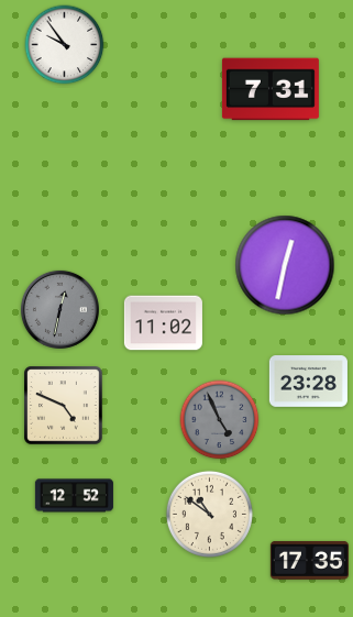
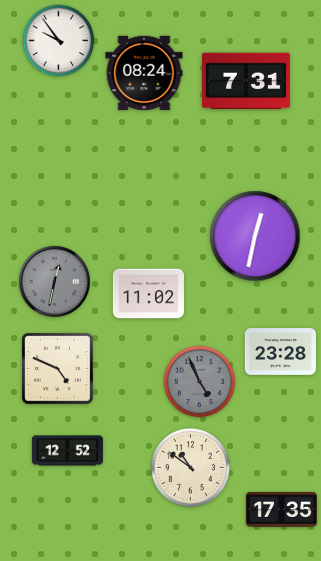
clock at (144, 73): none -> 08:24
clock at (285, 265) position: (285, 265) -> (255, 236)
clock at (308, 382) position: (308, 382) -> (280, 352)
